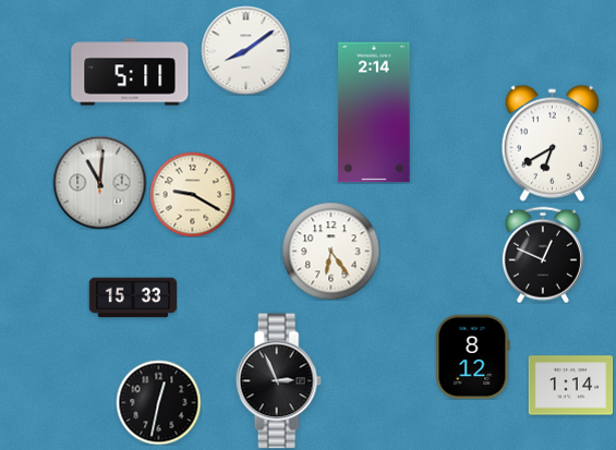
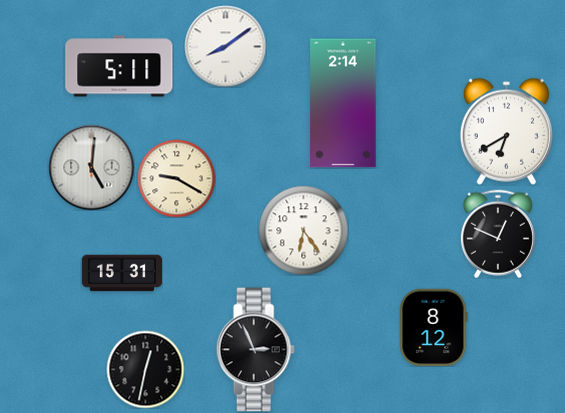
clock at (99, 182): 11:01 -> 5:01
clock at (133, 297): 15:33 -> 15:31
clock at (570, 386): 1:14 -> none
